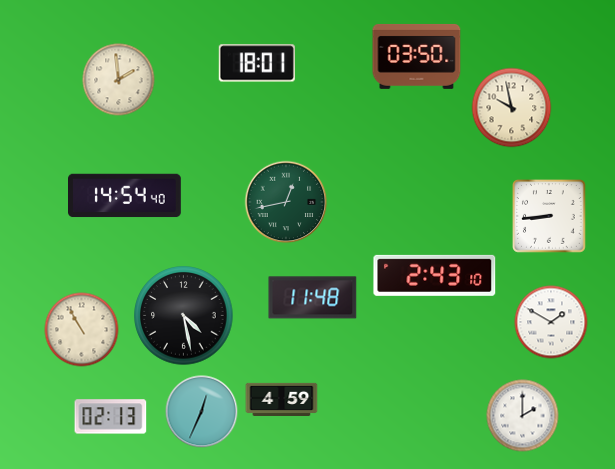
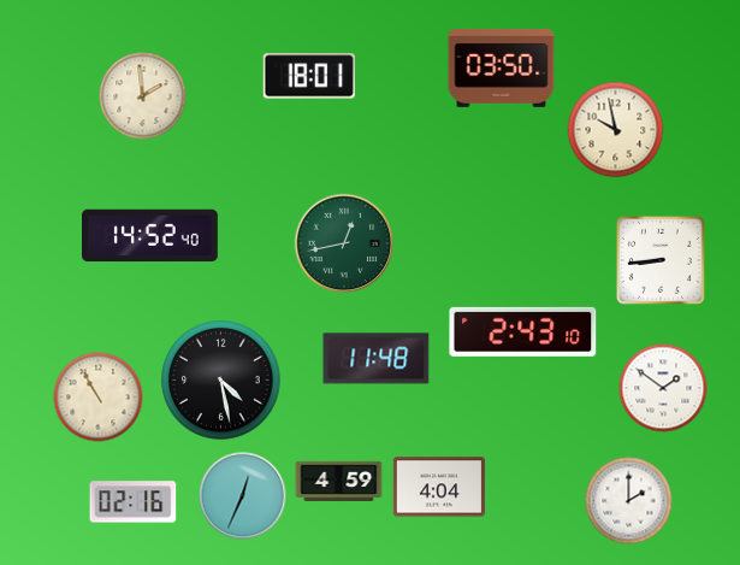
clock at (125, 196): 14:54 -> 14:52
clock at (551, 322): 1:50 -> 1:51
clock at (439, 487): none -> 4:04
clock at (111, 417): 02:13 -> 02:16
